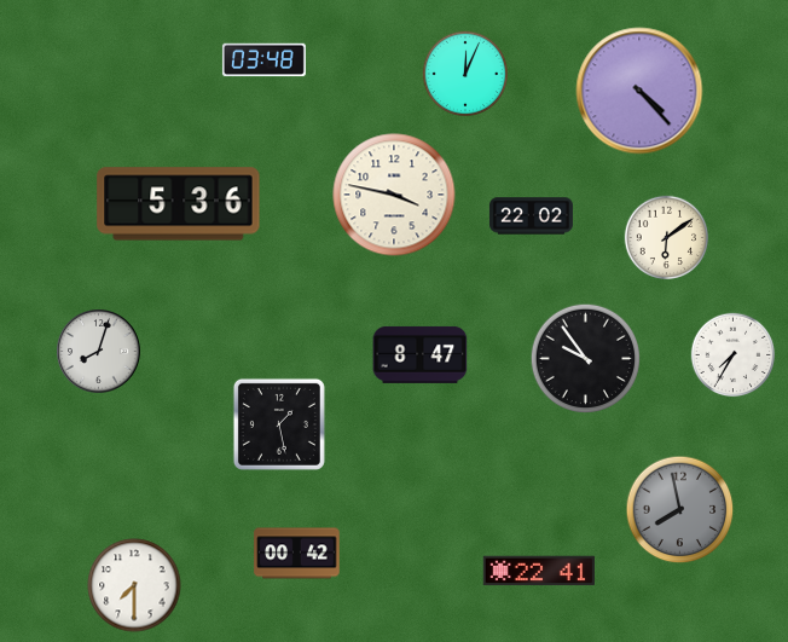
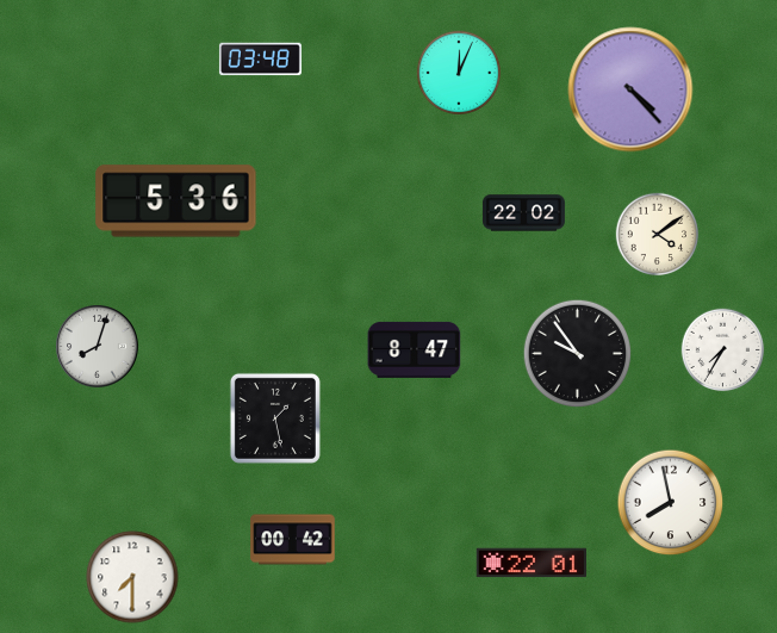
clock at (394, 195): 3:47 -> none
clock at (667, 238): 6:09 -> 4:09
clock at (680, 510) dial: grey -> white
clock at (297, 554) position: (297, 554) -> (293, 540)
clock at (538, 571): 22:41 -> 22:01
